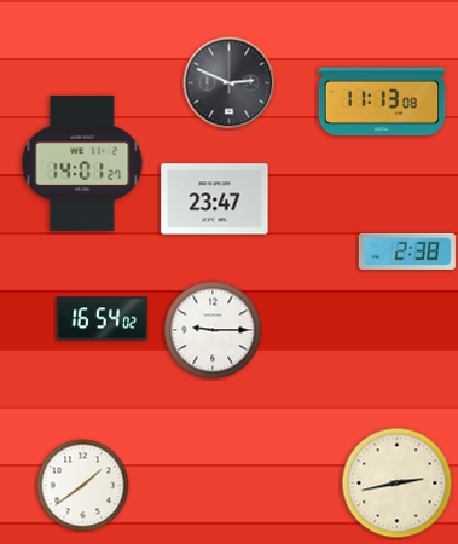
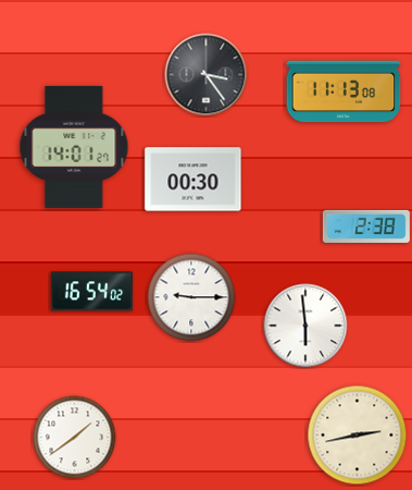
clock at (230, 83): 2:49 -> 3:24
clock at (215, 199): 23:47 -> 00:30
clock at (103, 319) position: (103, 319) -> (92, 292)
clock at (305, 326): none -> 5:59
